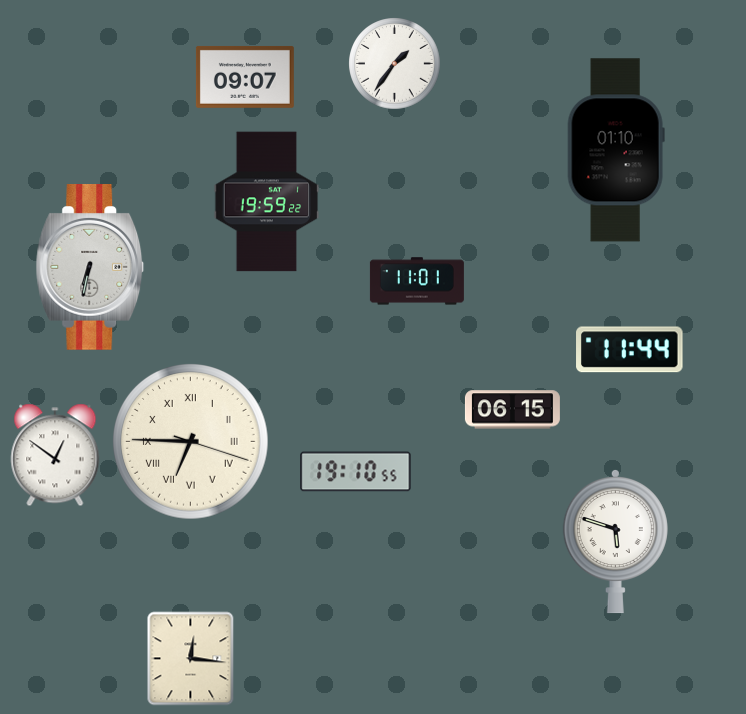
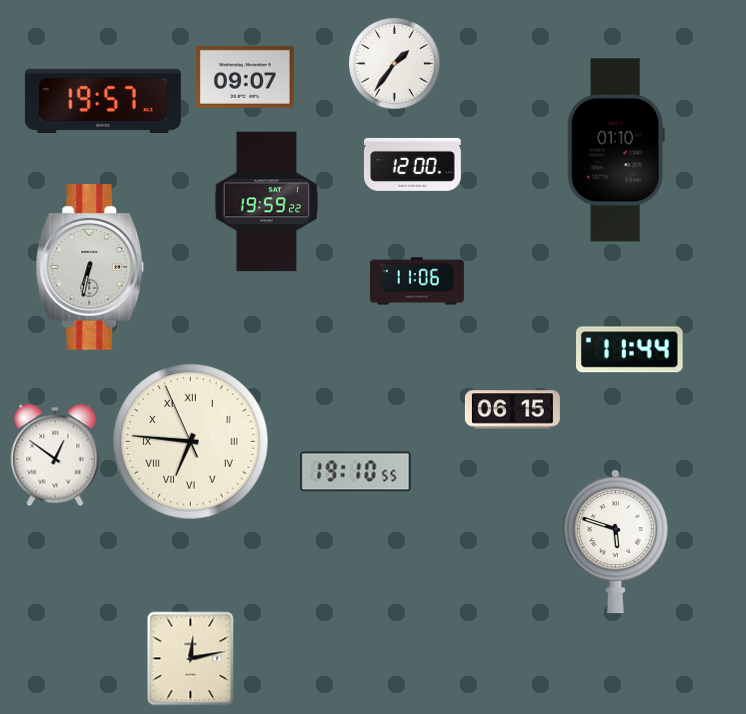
clock at (103, 101): none -> 19:57
clock at (412, 164): none -> 12:00
clock at (417, 281): 11:01 -> 11:06
clock at (191, 442): 6:45:18 -> 6:45:56
clock at (191, 658): 12:16 -> 12:13
